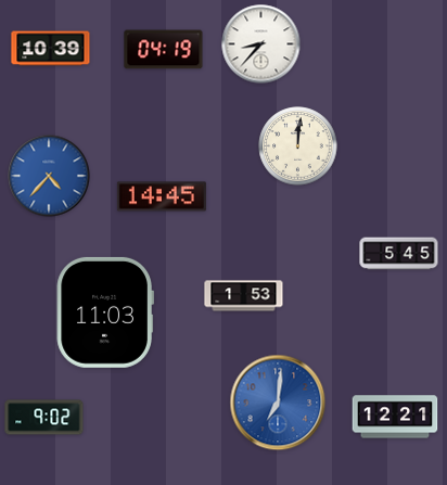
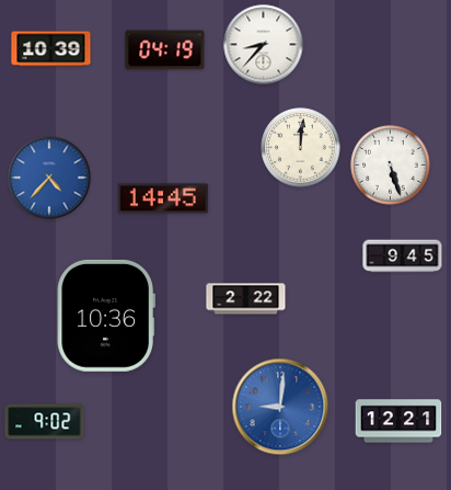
clock at (391, 166): none -> 5:27
clock at (399, 254): 5:45 -> 9:45
clock at (244, 296): 1:53 -> 2:22
clock at (105, 312): 11:03 -> 10:36
clock at (278, 403): 7:01 -> 9:01
